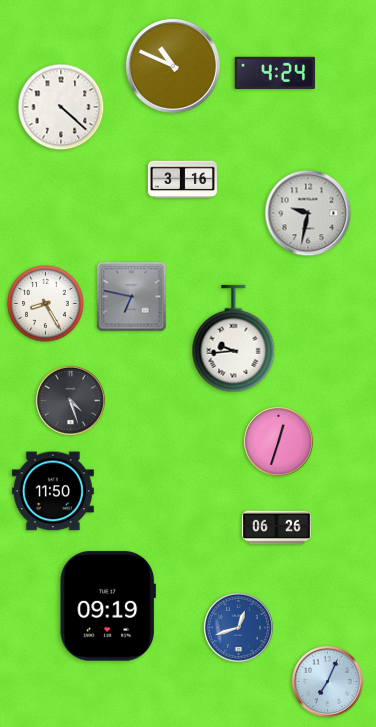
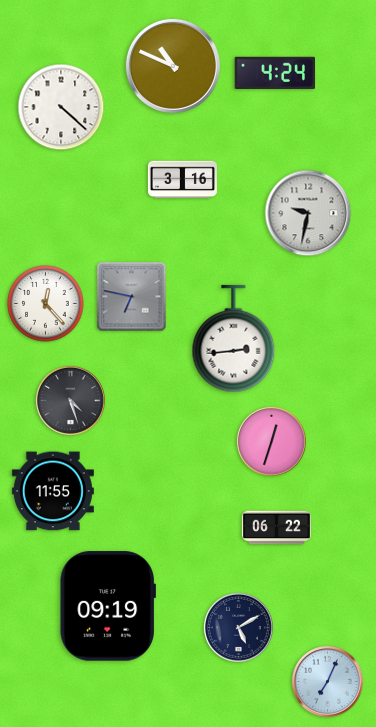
clock at (46, 304): 8:25 -> 12:23
clock at (234, 339): 9:44 -> 2:44
clock at (279, 442) position: (279, 442) -> (272, 442)
clock at (53, 491): 11:50 -> 11:55
clock at (276, 528): 06:26 -> 06:22
clock at (239, 628): 12:42 -> 5:10
clock at (239, 628) dial: blue -> navy
